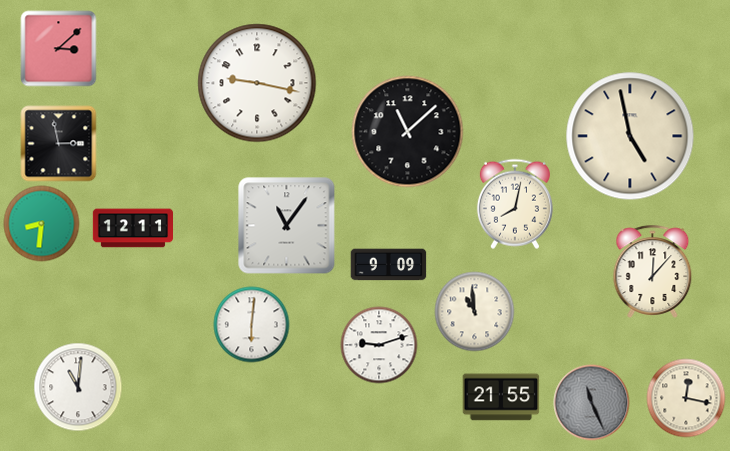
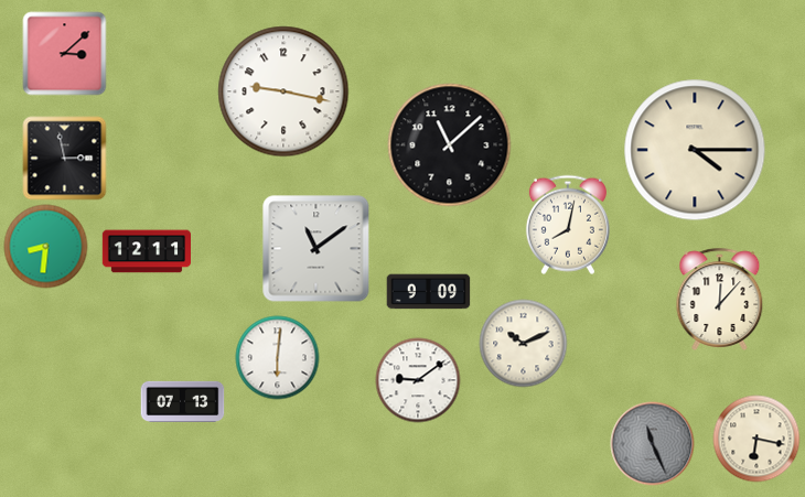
clock at (630, 136): 4:58 -> 4:15
clock at (287, 226): 11:06 -> 11:09
clock at (475, 312): 10:59 -> 10:11
clock at (379, 345): 9:12 -> 9:09
clock at (183, 401): none -> 07:13
clock at (78, 387): 11:01 -> none
clock at (501, 397): 21:55 -> none
clock at (686, 398): 12:17 -> 6:17
